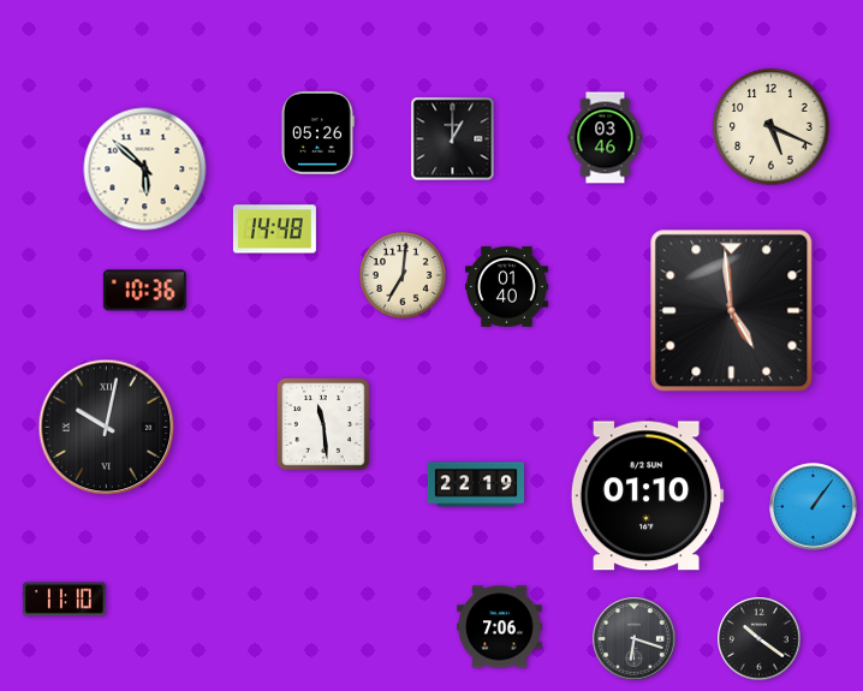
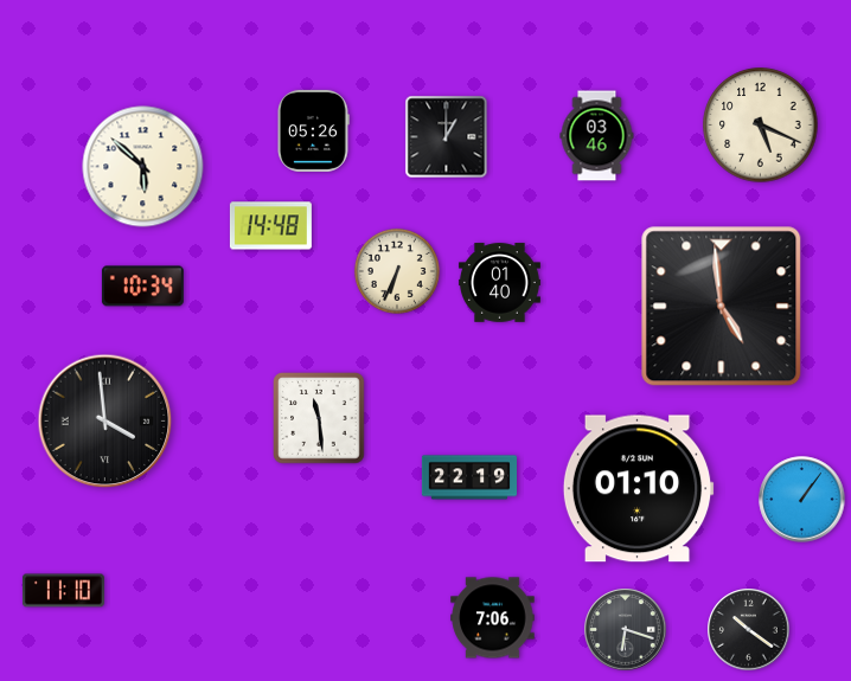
clock at (403, 275): 7:01 -> 6:34
clock at (144, 291): 10:36 -> 10:34
clock at (107, 428): 10:02 -> 3:59
